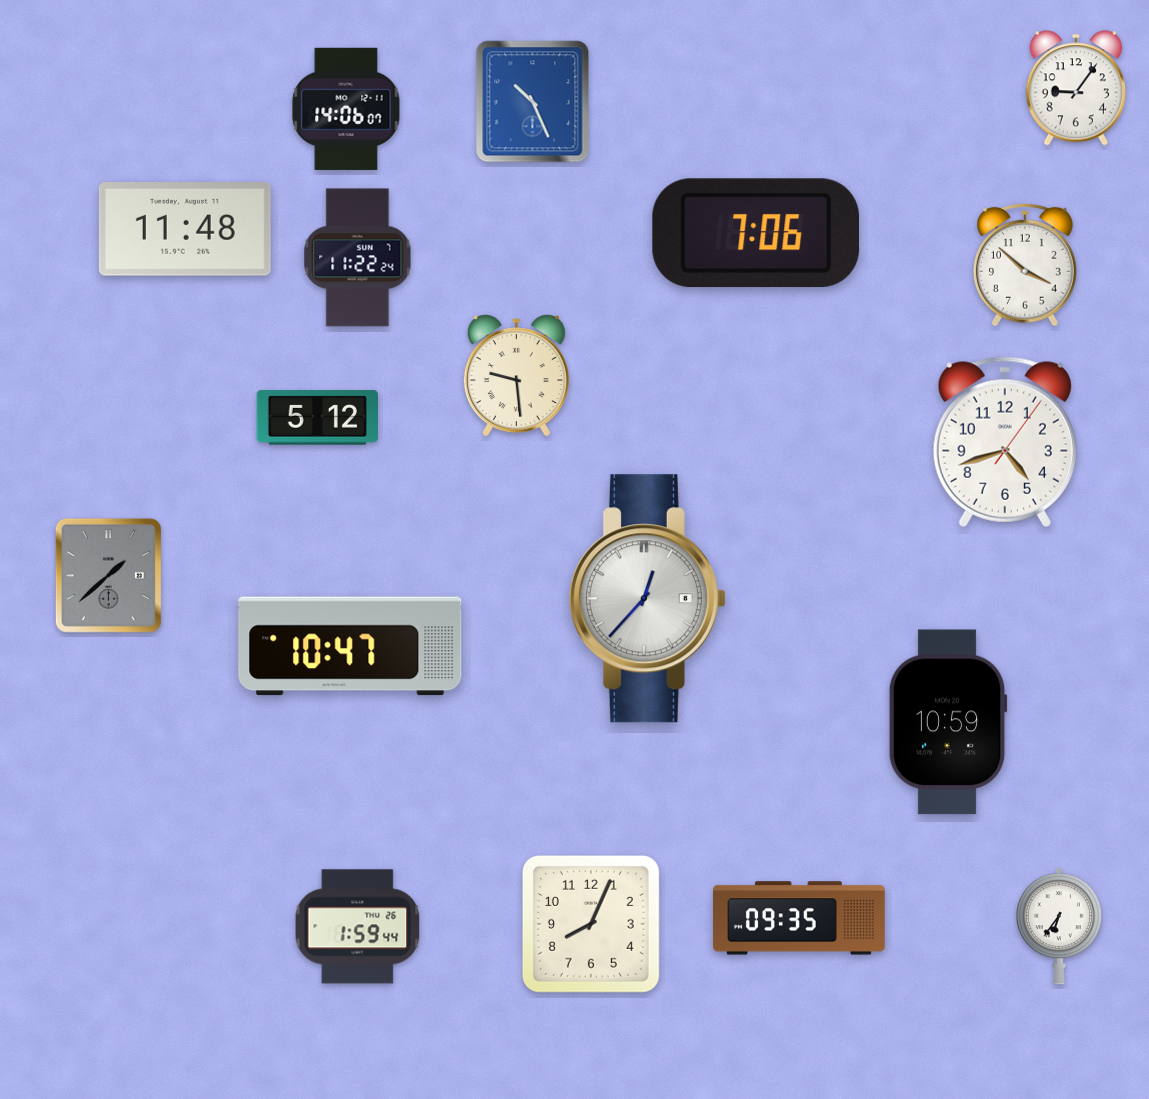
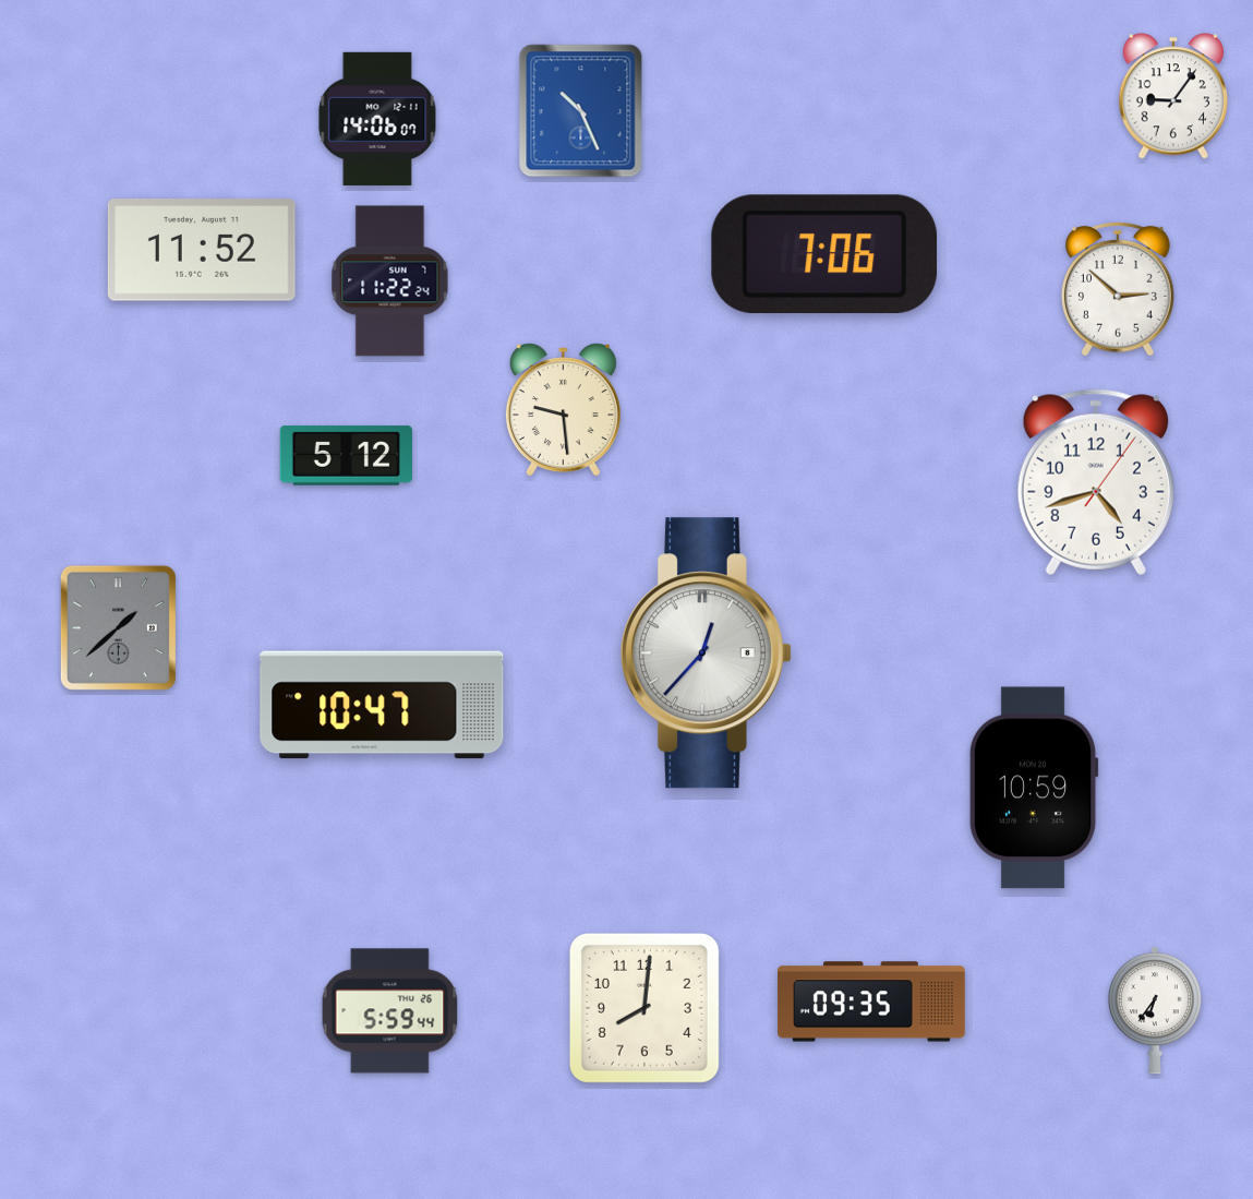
clock at (185, 229): 11:48 -> 11:52
clock at (1025, 265): 3:52 -> 2:52
clock at (591, 924): 8:04 -> 8:01
clock at (358, 927): 1:59 -> 5:59
